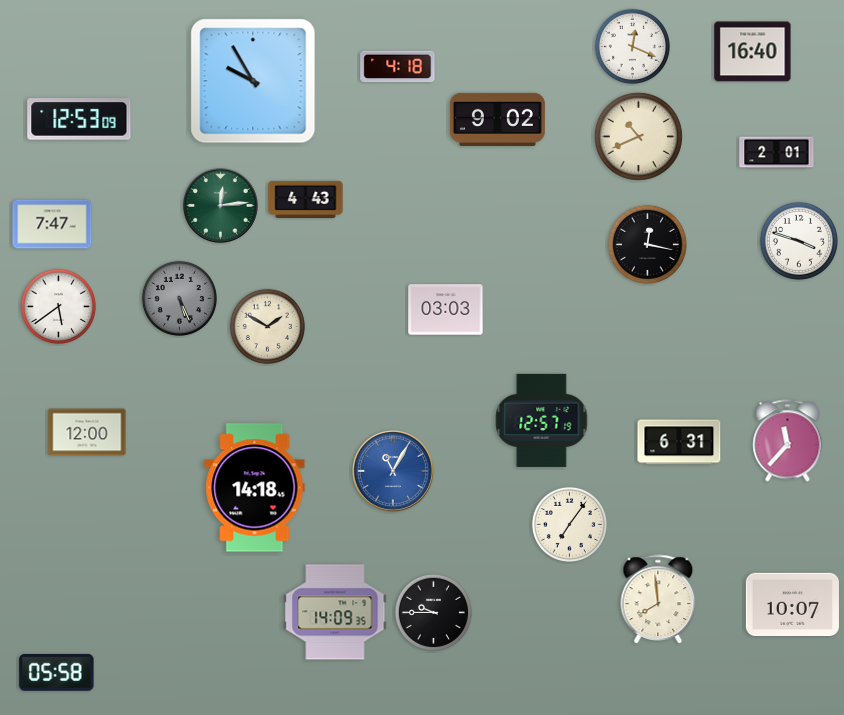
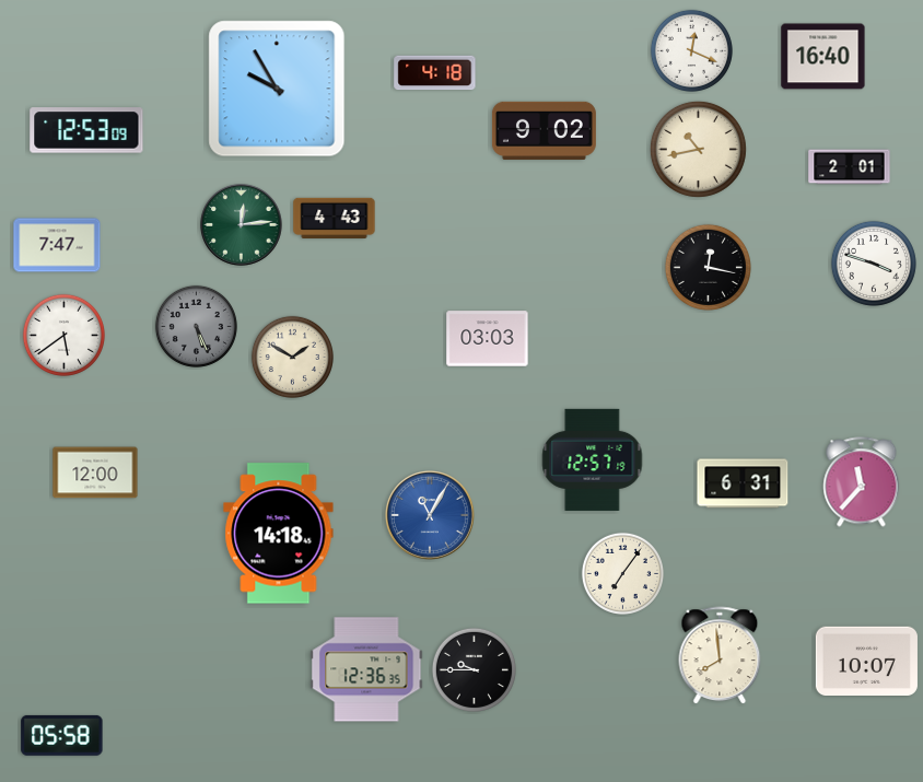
clock at (638, 136): 10:41 -> 10:43
clock at (335, 612): 14:09 -> 12:36
